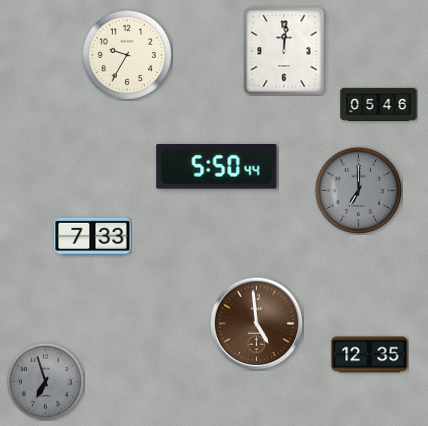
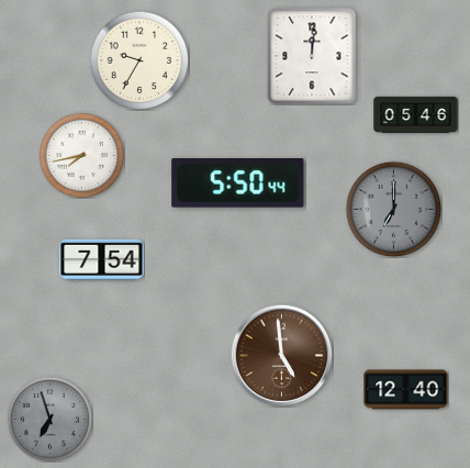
clock at (81, 155): none -> 7:43
clock at (93, 236): 7:33 -> 7:54
clock at (370, 355): 12:35 -> 12:40
